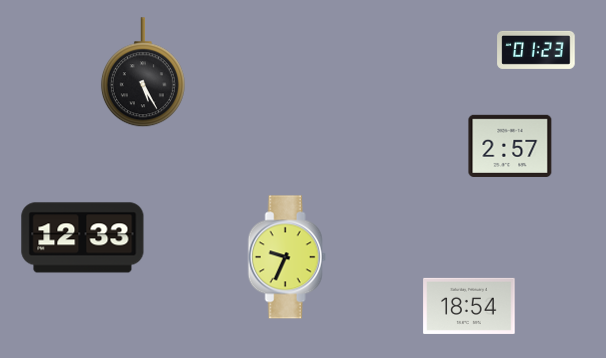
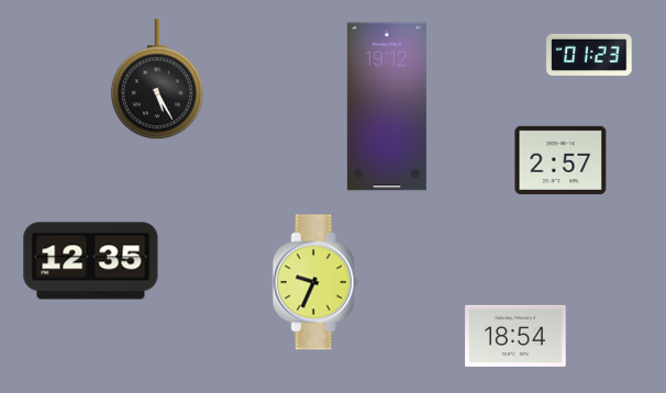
clock at (387, 106): none -> 19:12
clock at (83, 238): 12:33 -> 12:35
